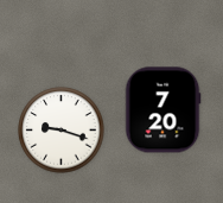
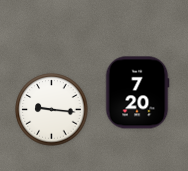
clock at (62, 131): 9:18 -> 9:16
